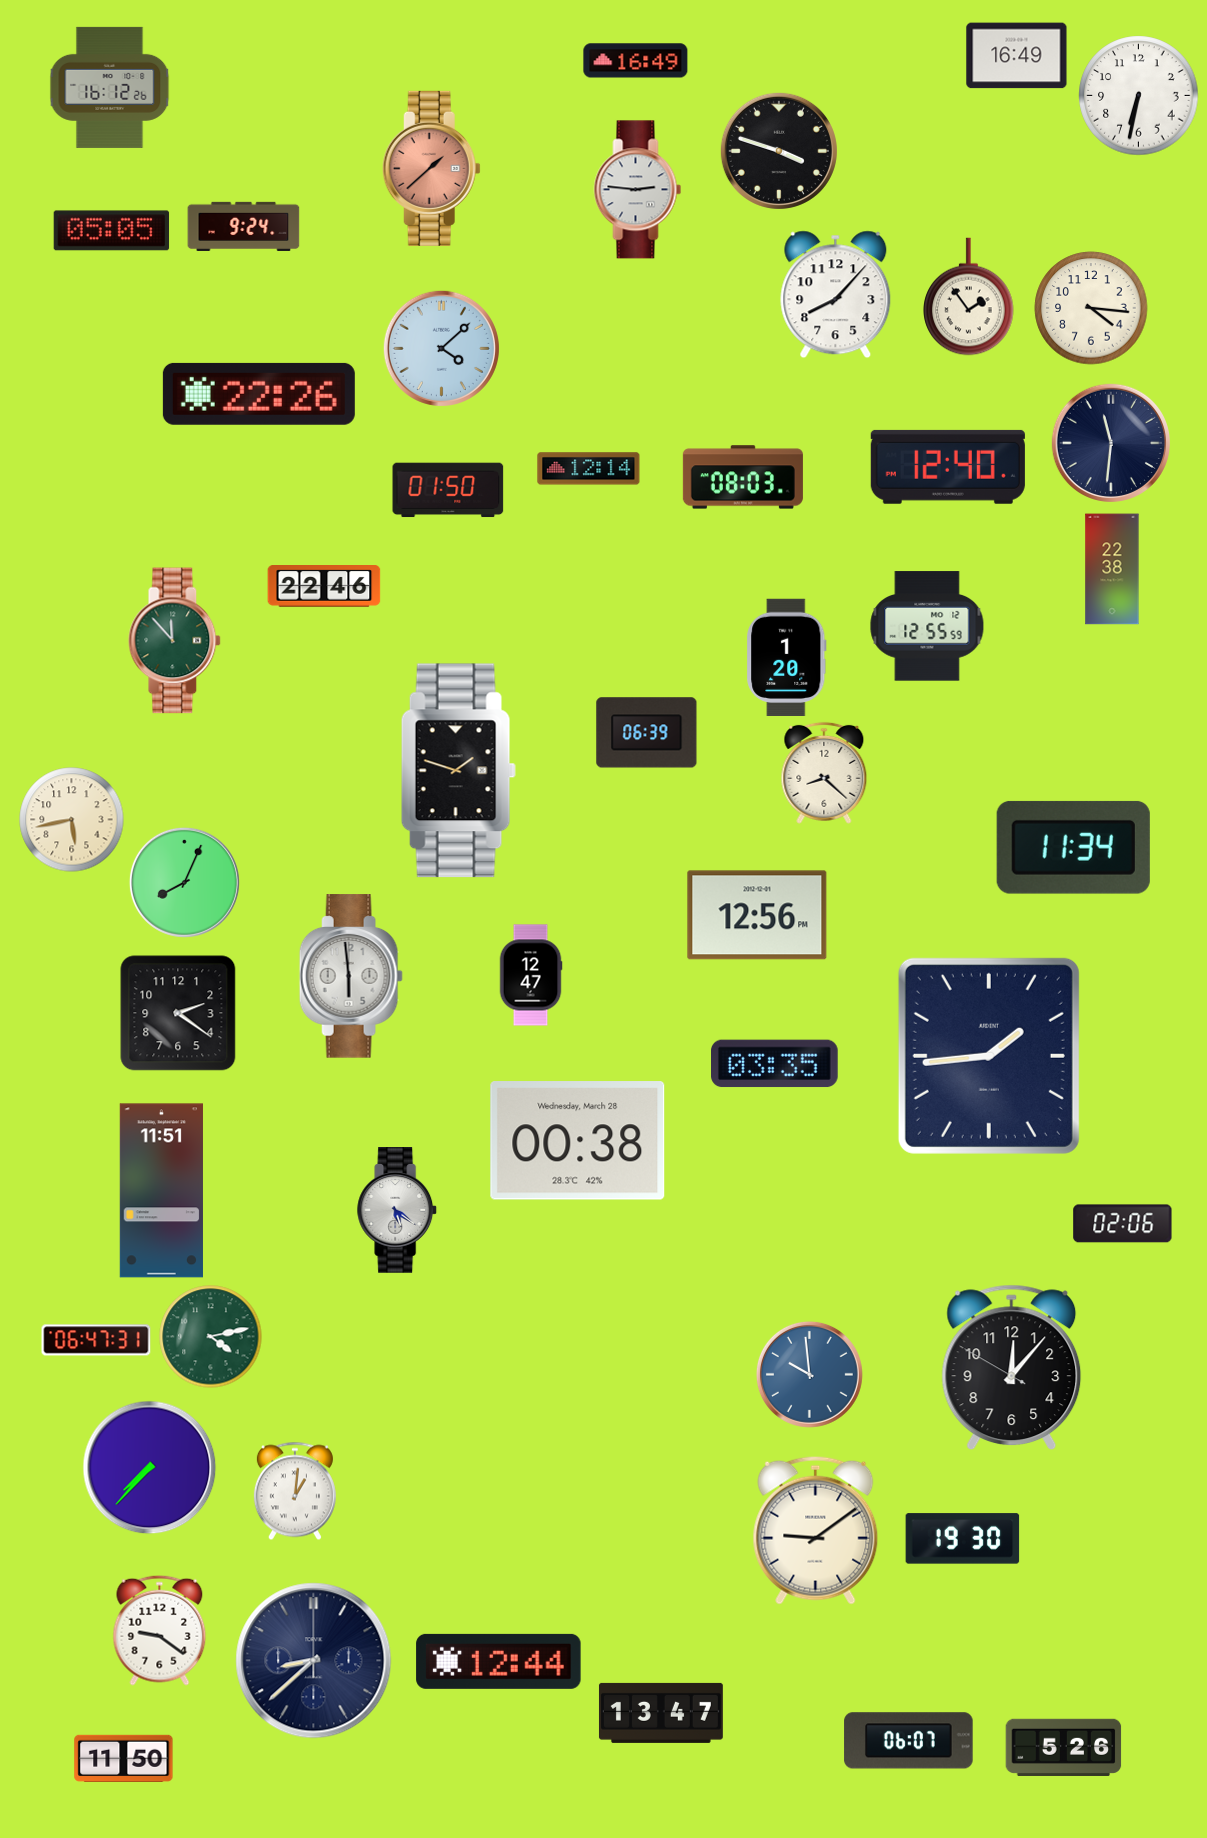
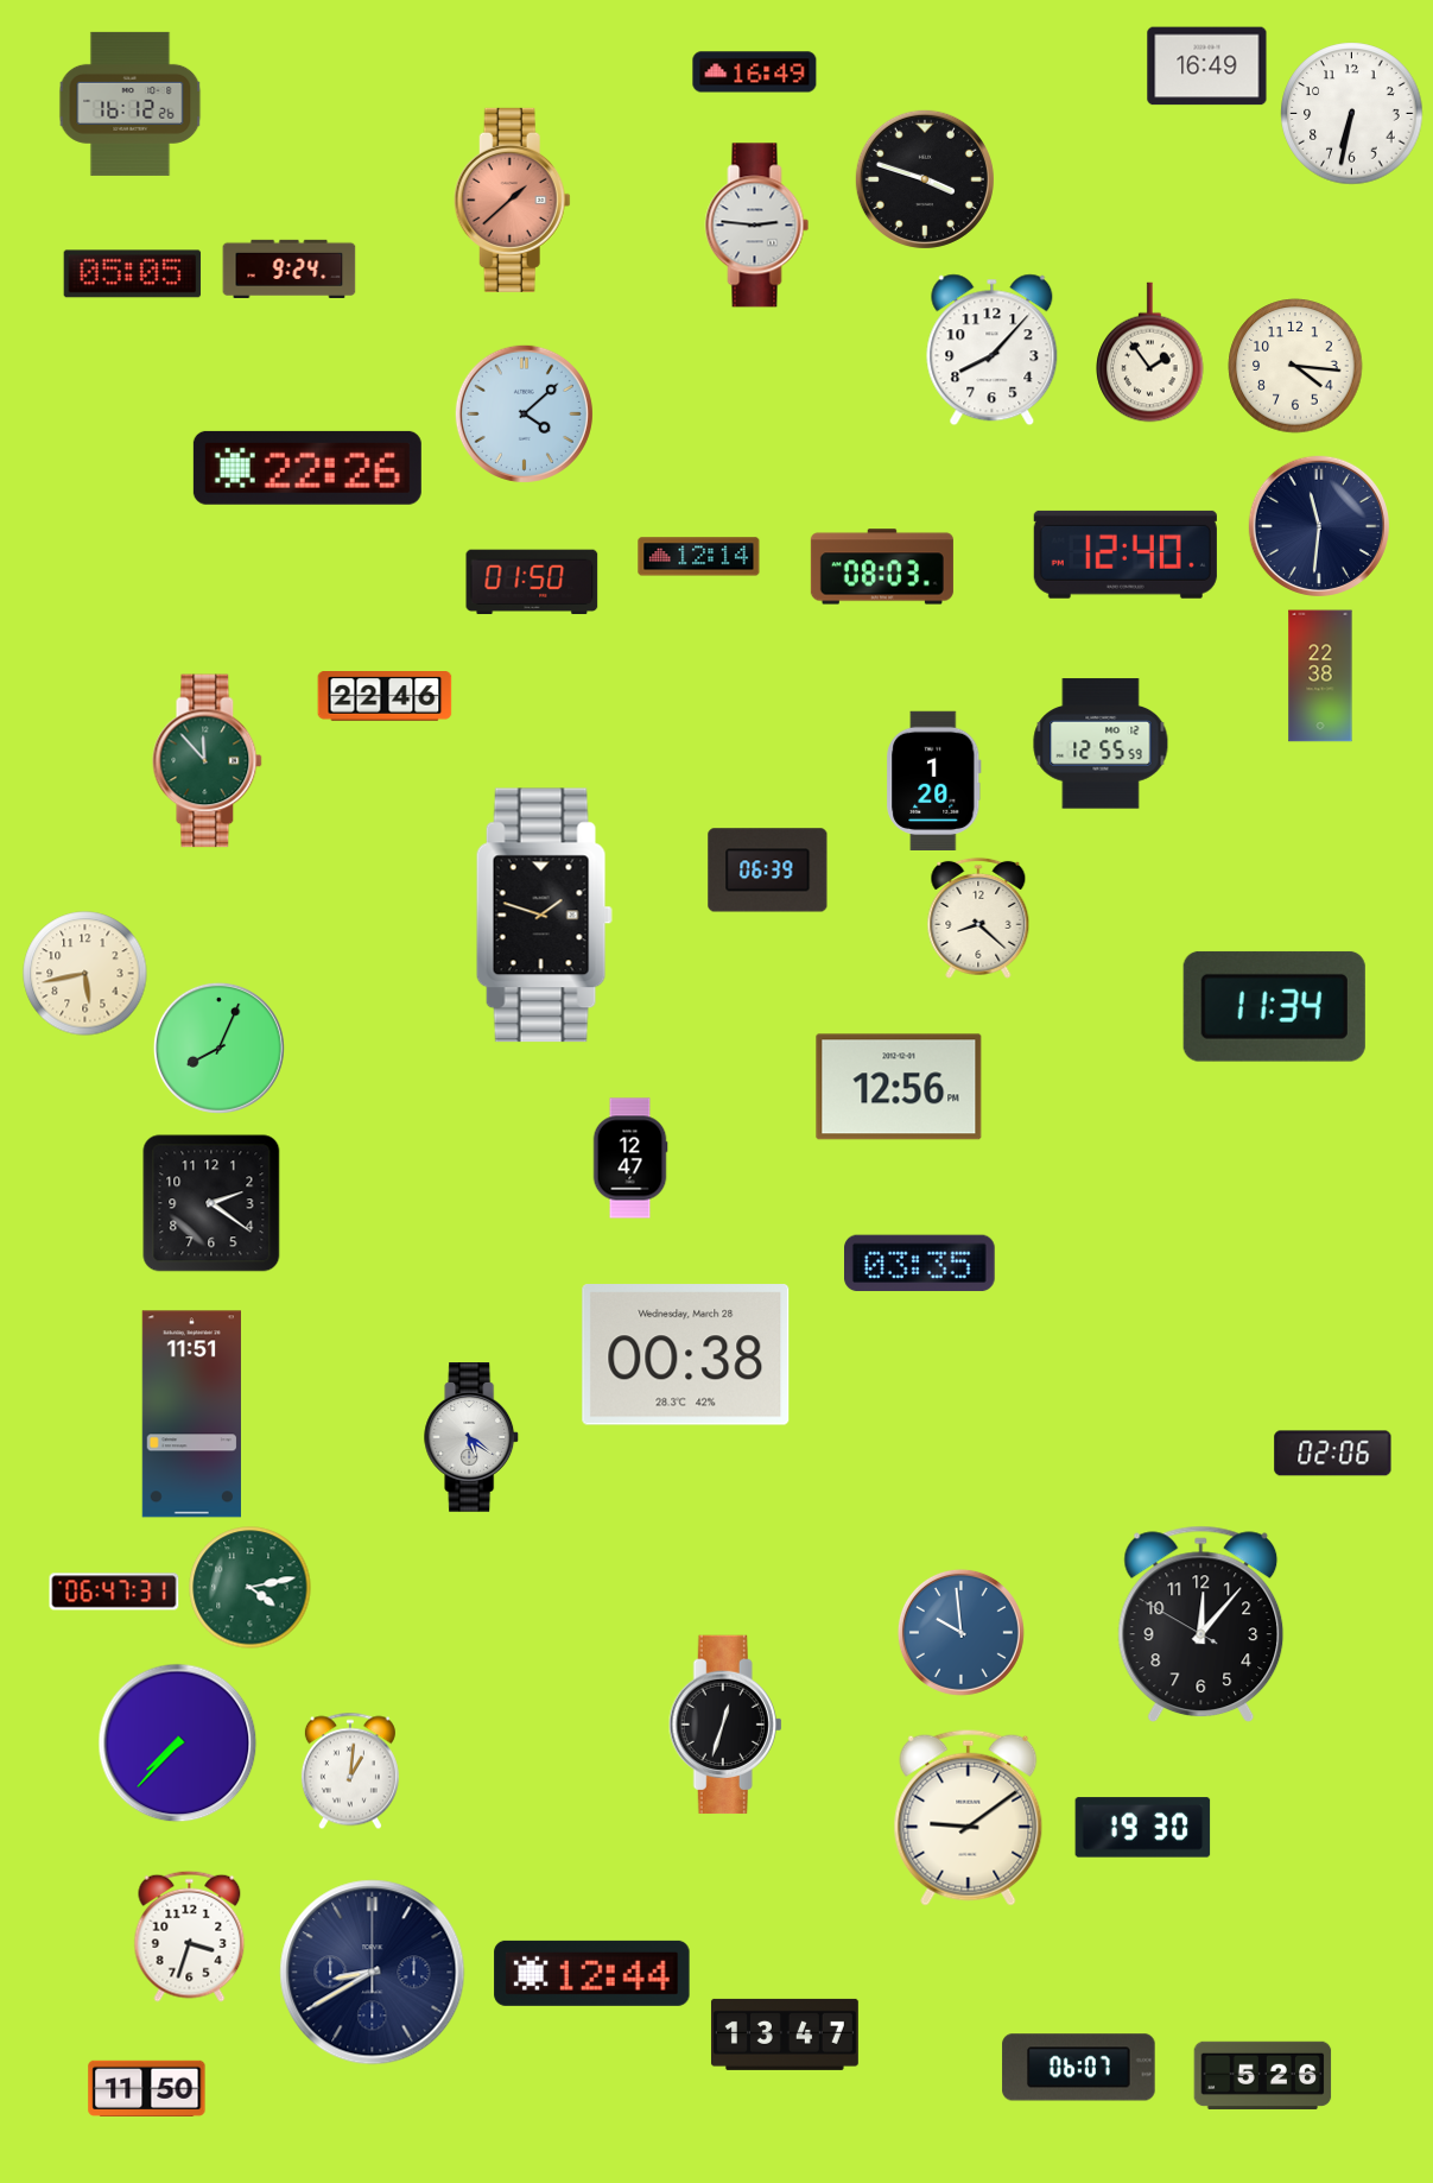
clock at (351, 976): 5:59 -> none
clock at (989, 1056): 1:44 -> none
clock at (725, 1725): none -> 12:33
clock at (160, 1630): 9:21 -> 3:33
clock at (314, 1661): 8:38 -> 8:40
